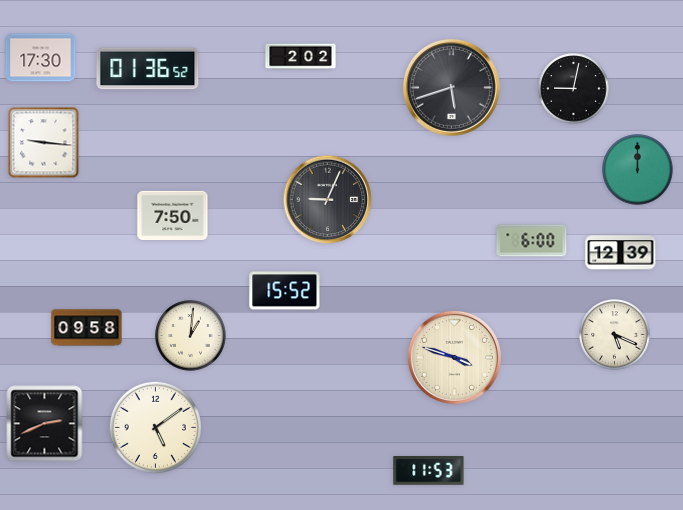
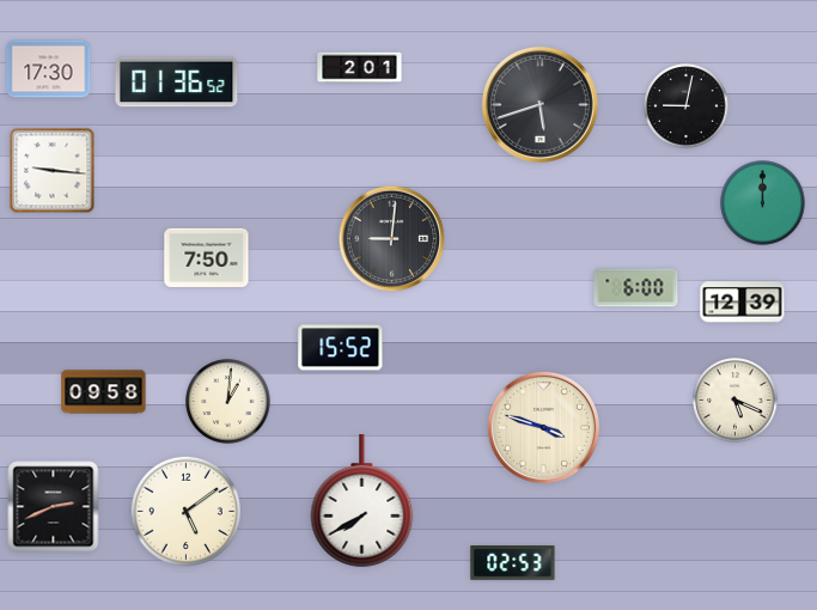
clock at (301, 57): 2:02 -> 2:01
clock at (328, 200): 9:04 -> 9:01
clock at (362, 502): none -> 7:40
clock at (429, 471): 11:53 -> 02:53
